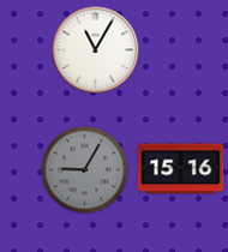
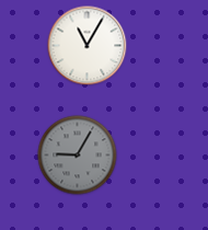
clock at (181, 169): 15:16 -> none
